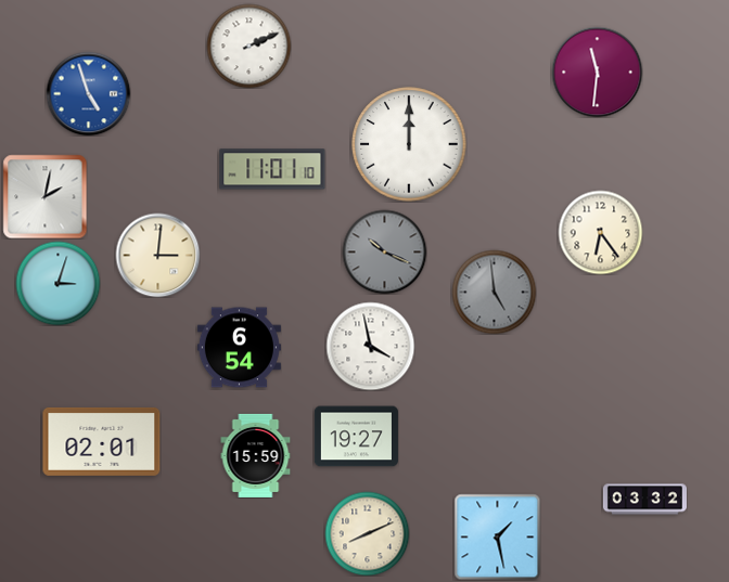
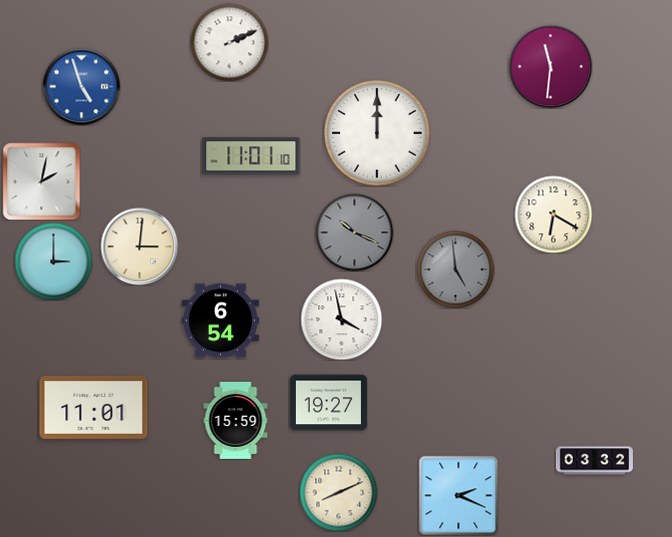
clock at (600, 232): 6:24 -> 6:20
clock at (157, 255) position: (157, 255) -> (139, 246)
clock at (57, 283): 3:03 -> 3:00
clock at (102, 441): 02:01 -> 11:01
clock at (497, 536): 1:28 -> 2:19
